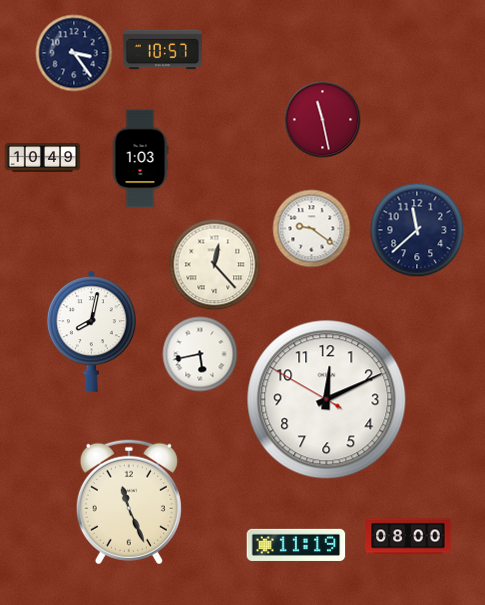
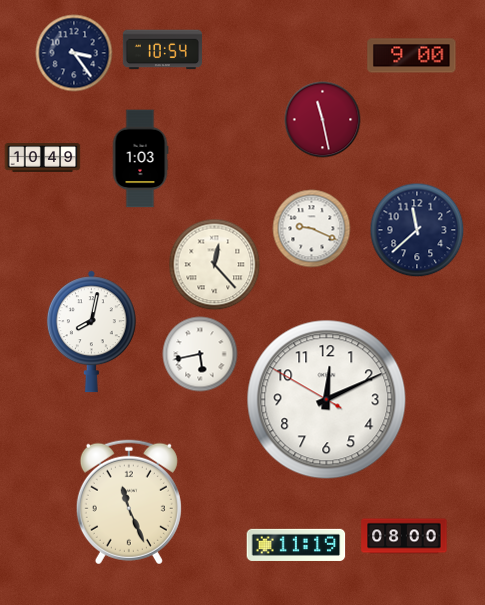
clock at (162, 50): 10:57 -> 10:54
clock at (412, 56): none -> 9:00
clock at (312, 229): 9:21 -> 9:19
clock at (408, 536) position: (408, 536) -> (404, 536)
